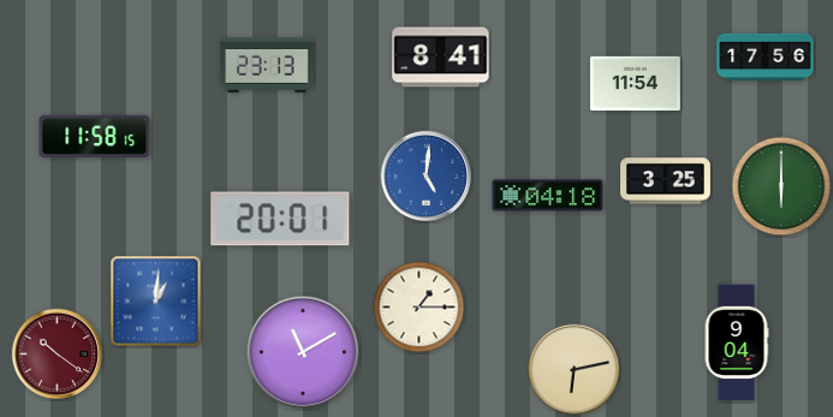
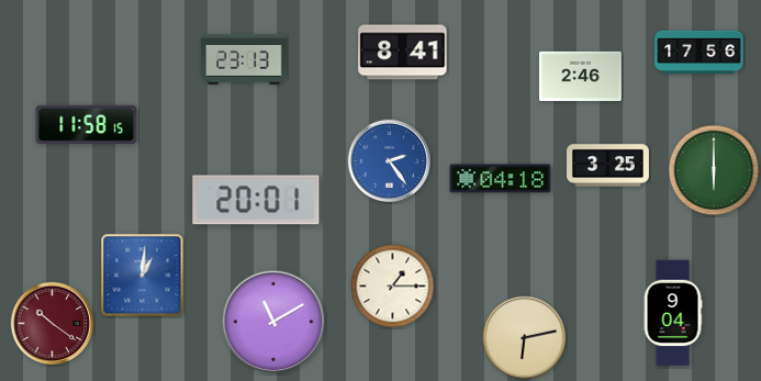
clock at (635, 83): 11:54 -> 2:46
clock at (427, 177): 5:01 -> 2:24
clock at (420, 308) position: (420, 308) -> (393, 287)
clock at (303, 352) position: (303, 352) -> (273, 322)
